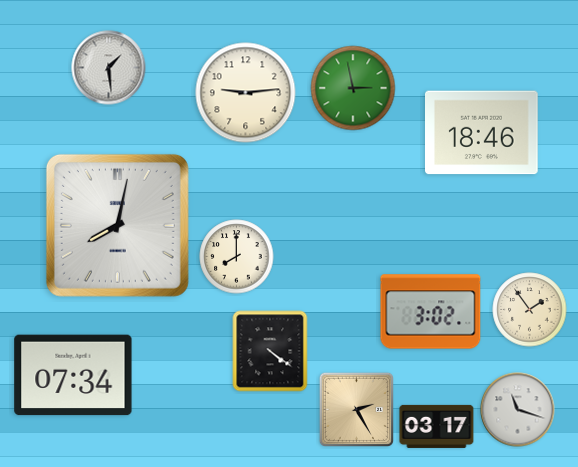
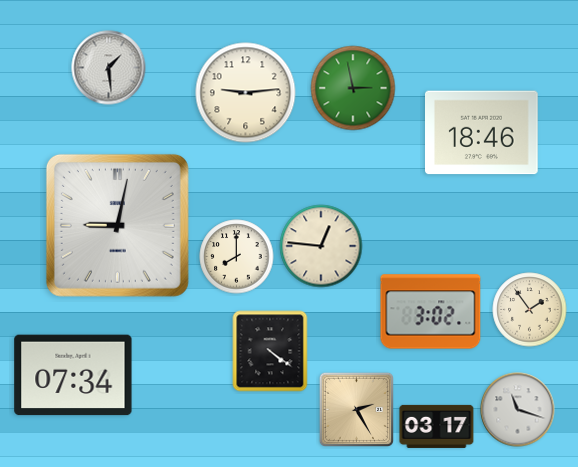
clock at (117, 225): 8:02 -> 9:02
clock at (321, 246): none -> 12:46
